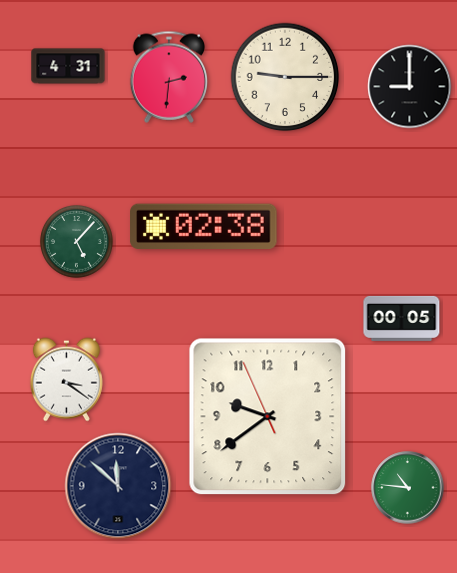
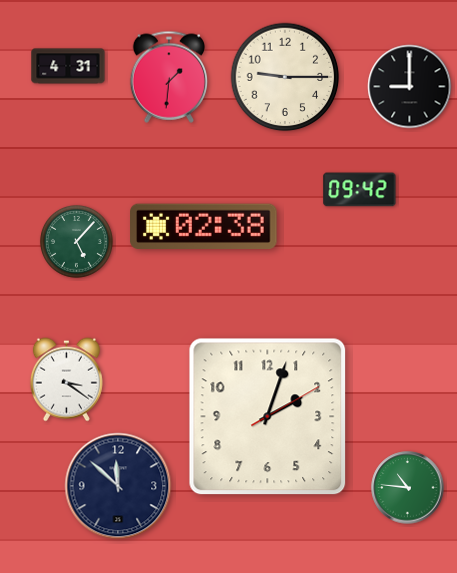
clock at (169, 77): 2:31 -> 1:31
clock at (360, 190): none -> 09:42
clock at (402, 318): 00:05 -> none
clock at (268, 417): 9:38 -> 2:03
